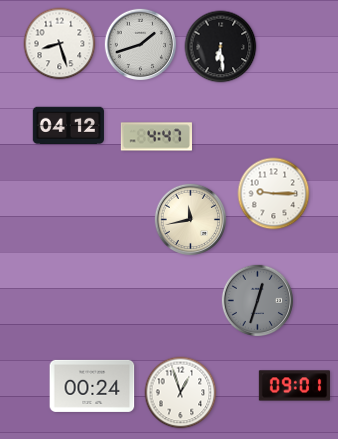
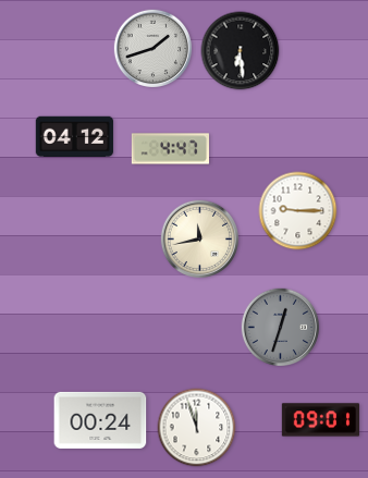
clock at (60, 44): 8:27 -> none
clock at (191, 220) position: (191, 220) -> (200, 240)
clock at (181, 393): 12:57 -> 11:57
